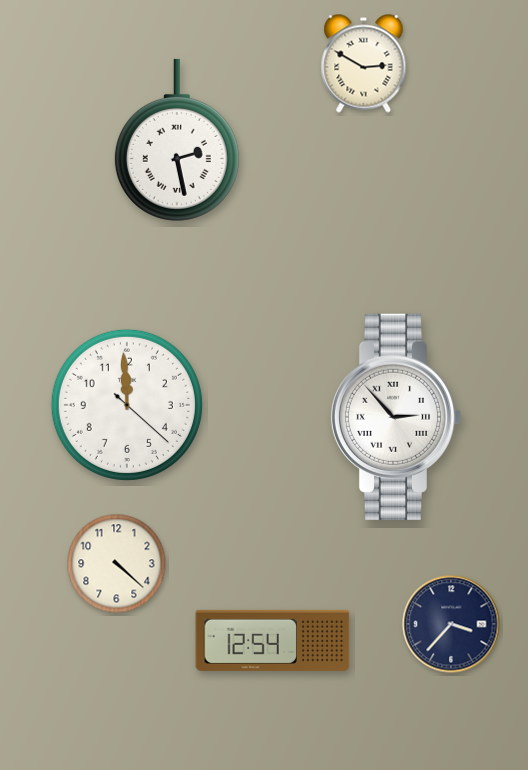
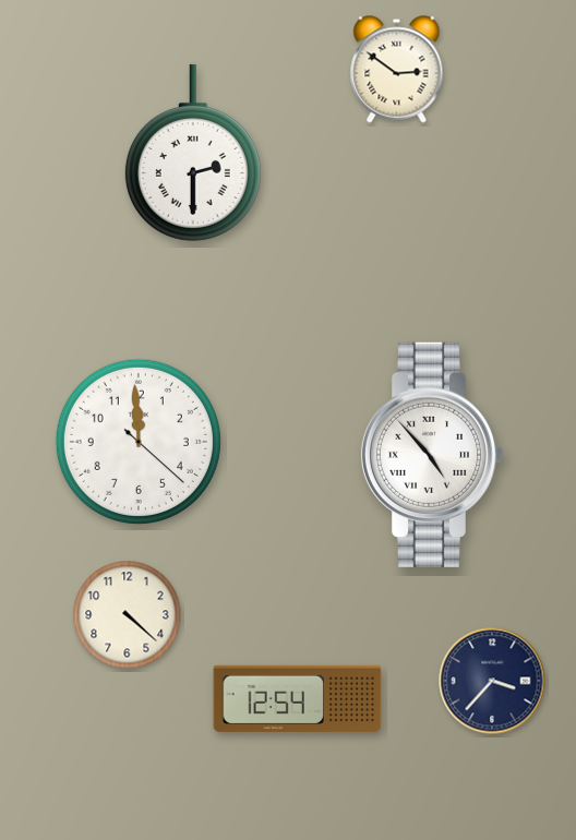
clock at (364, 64): 2:50 -> 2:51
clock at (177, 140): 2:28 -> 2:30
clock at (396, 417): 2:53 -> 4:53
